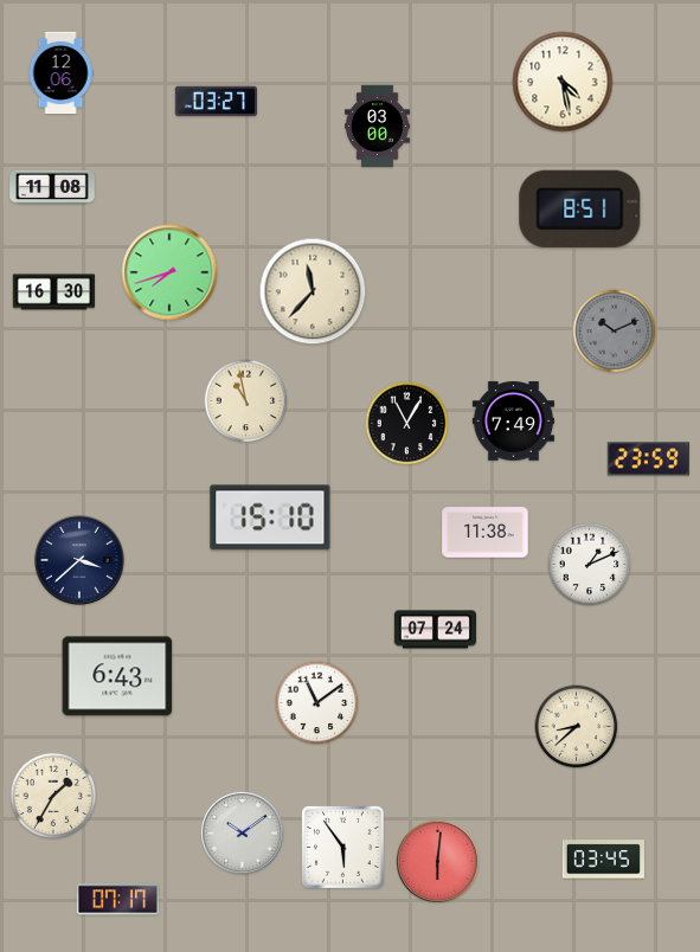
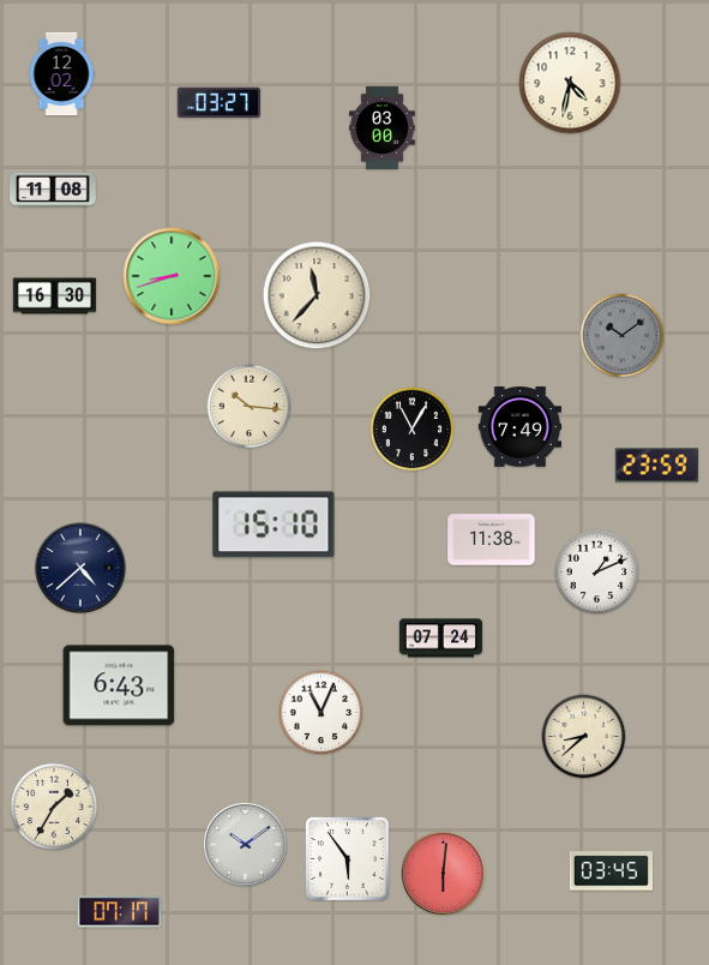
clock at (60, 73): 12:06 -> 12:02
clock at (563, 82): 4:28 -> 4:32
clock at (580, 208): 8:51 -> none
clock at (169, 272): 7:42 -> 8:42
clock at (615, 332): 10:11 -> 10:09
clock at (246, 401): 10:58 -> 10:16
clock at (79, 560): 3:38 -> 4:38
clock at (317, 703): 11:09 -> 11:04
